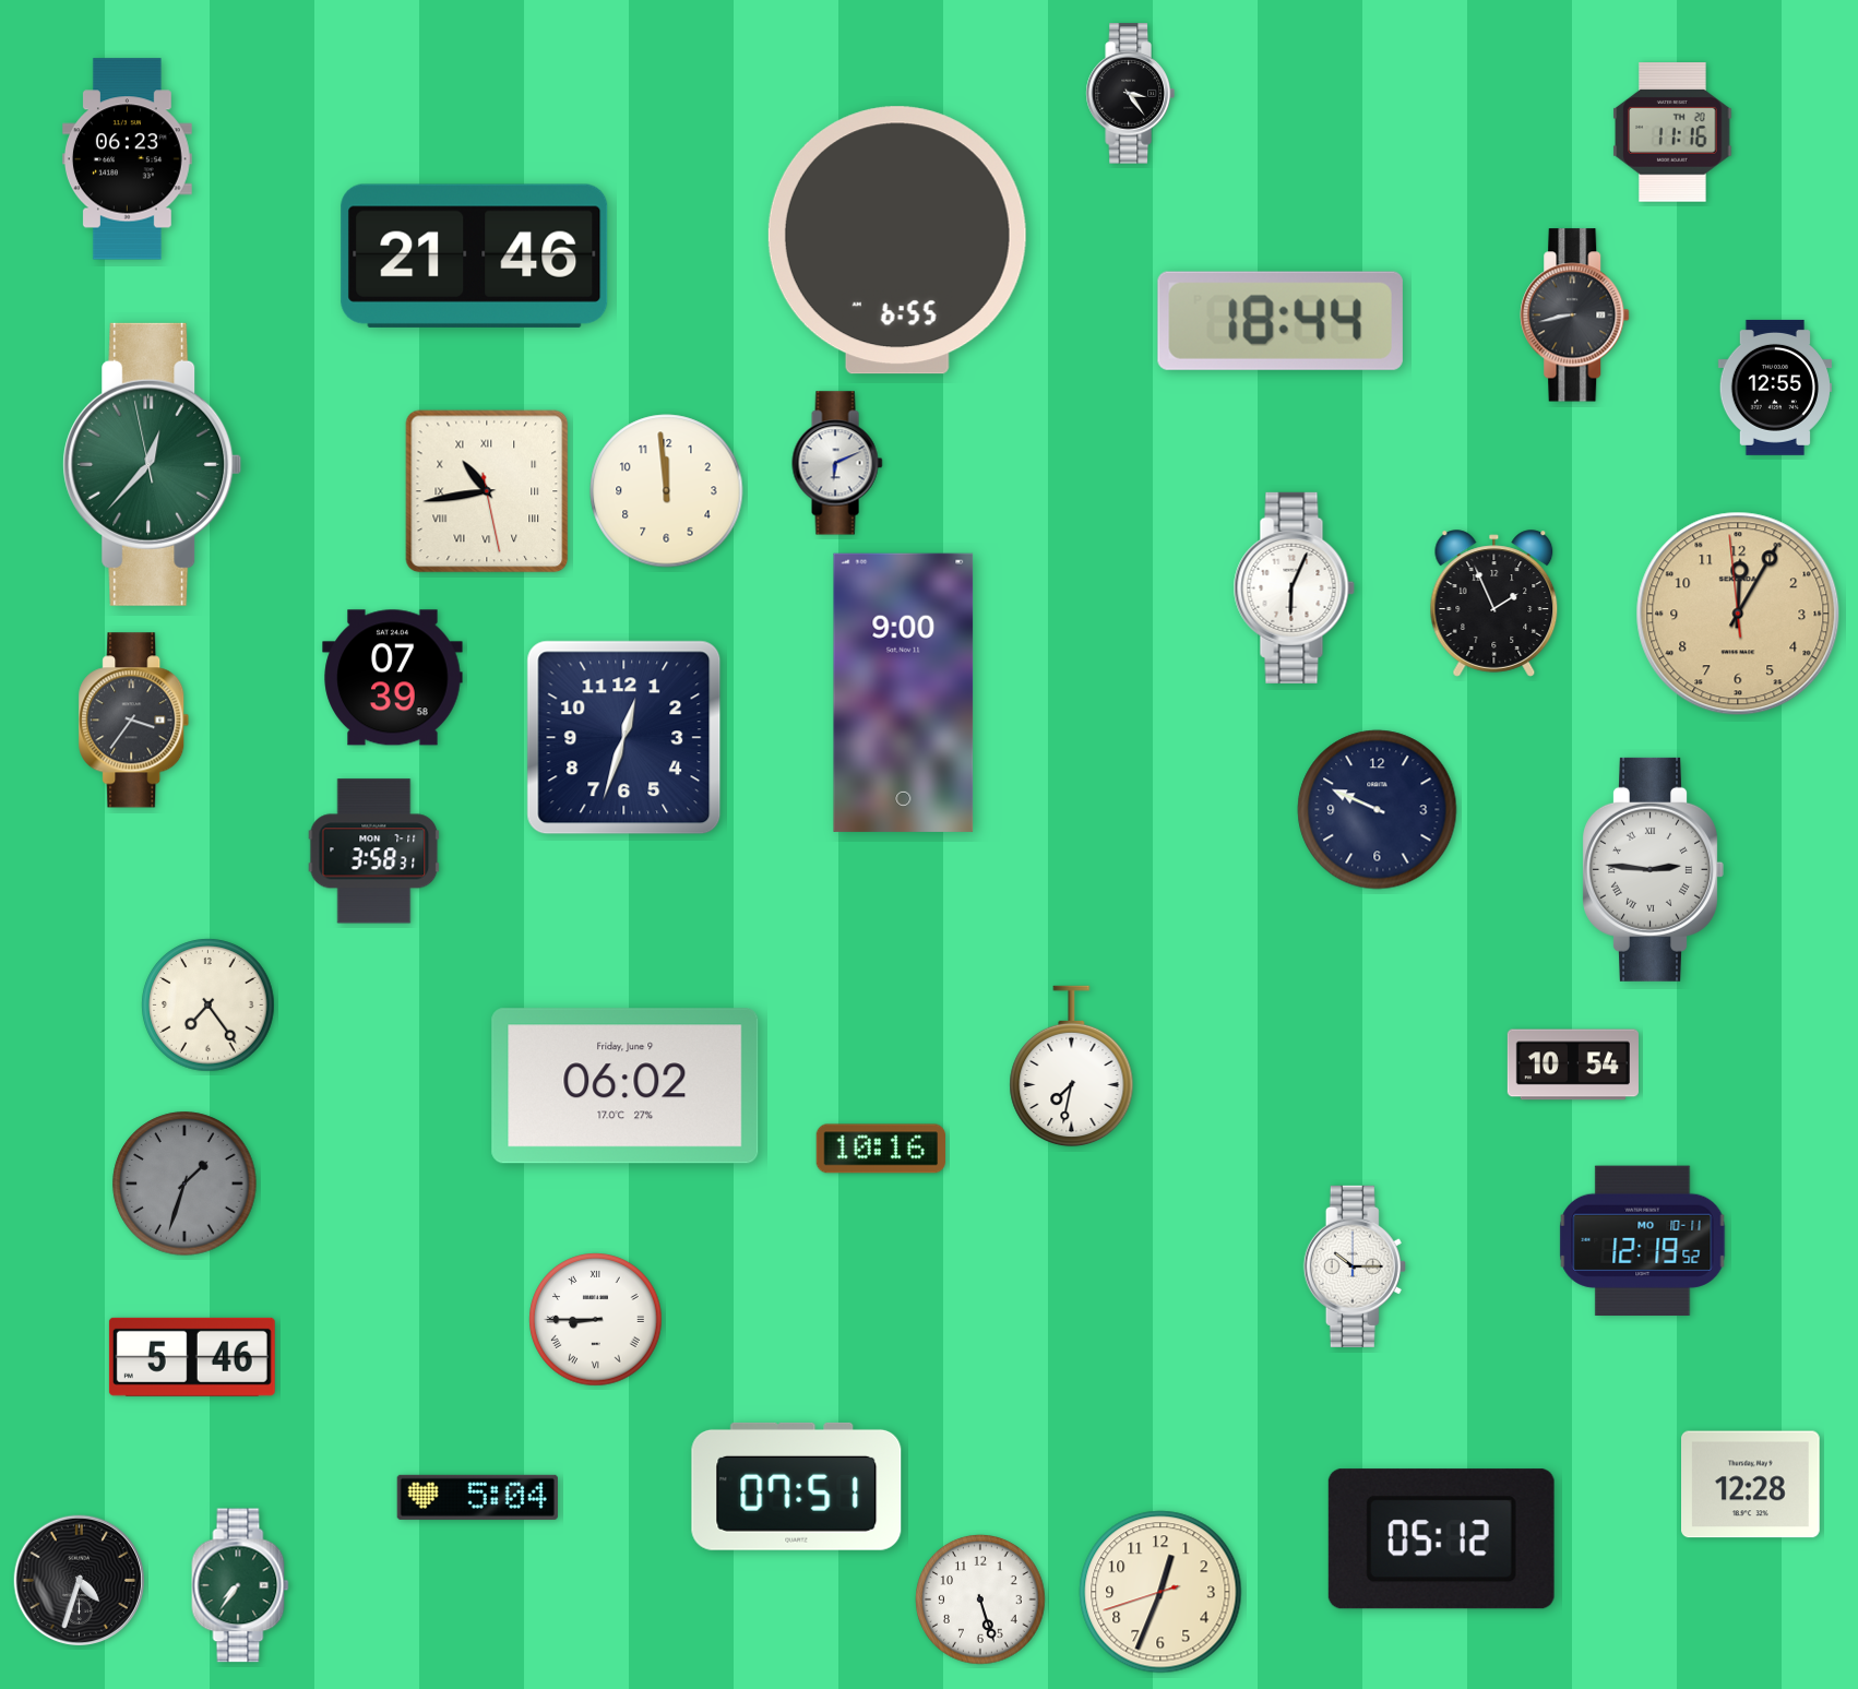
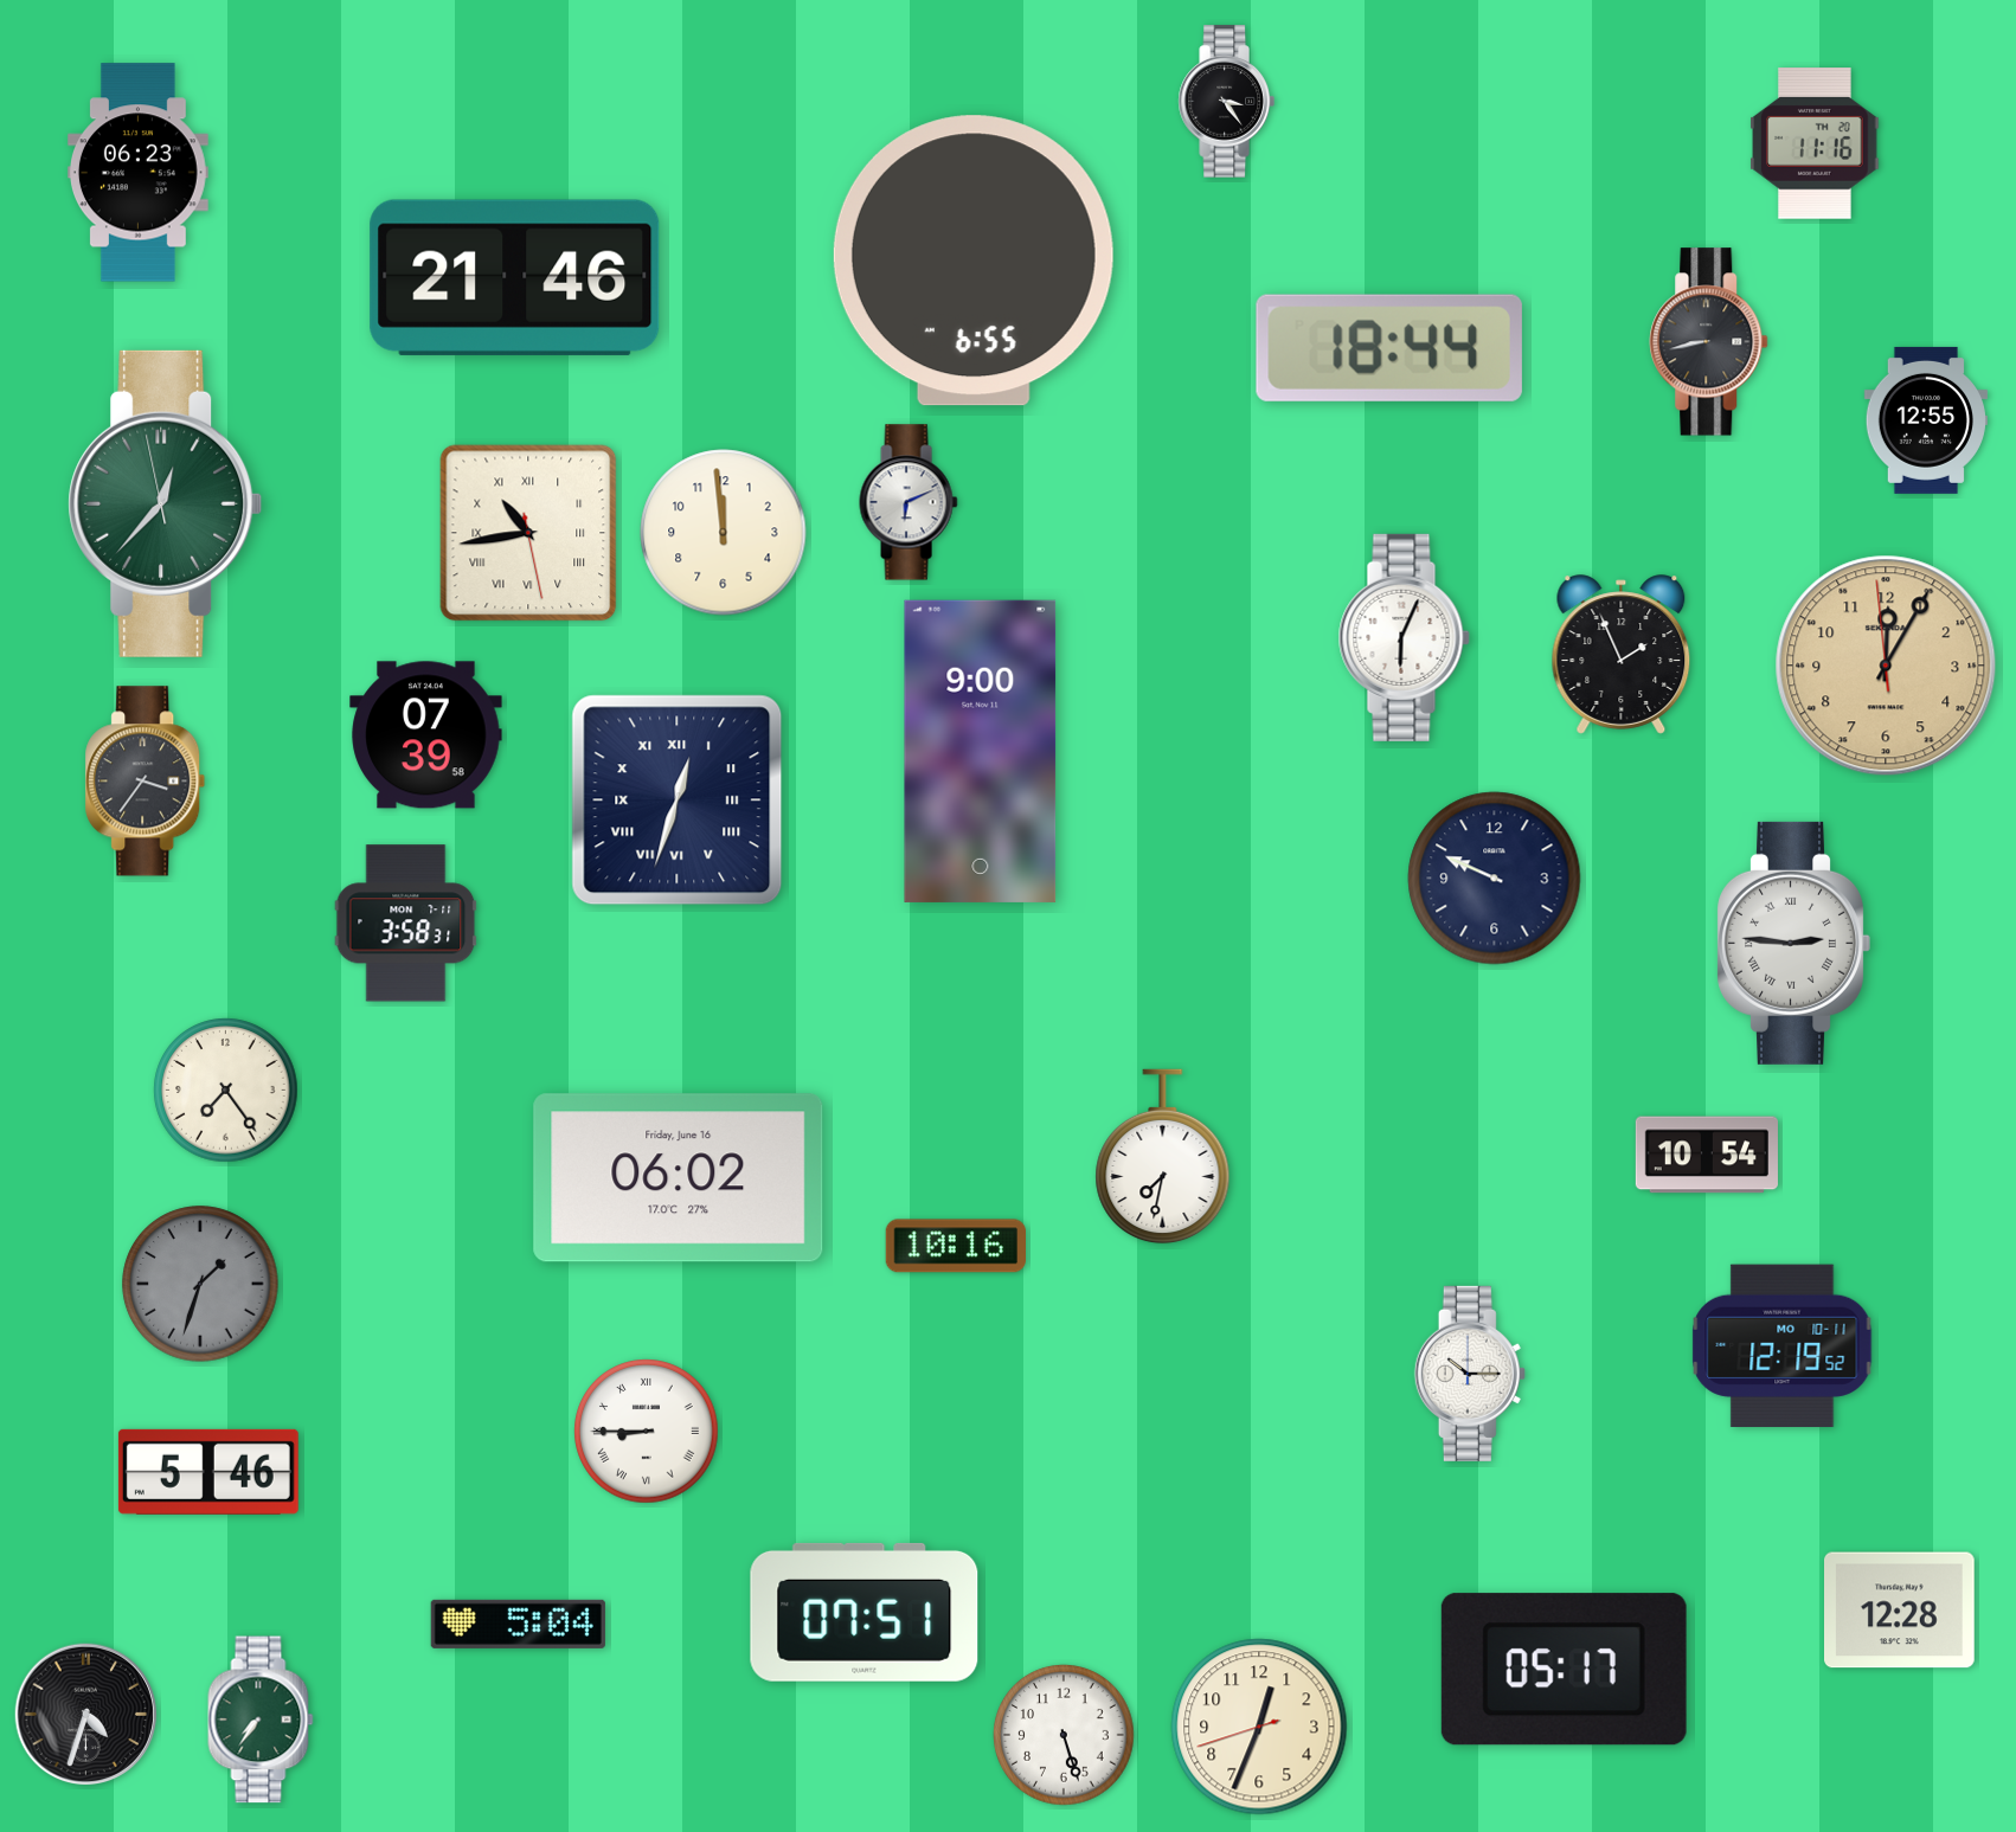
clock at (624, 738) numerals: Arabic -> Roman
clock at (626, 1086) date: Friday, June 9 -> Friday, June 16
clock at (1441, 1539): 05:12 -> 05:17
